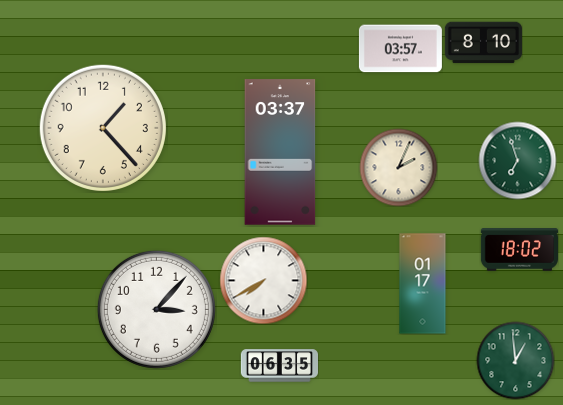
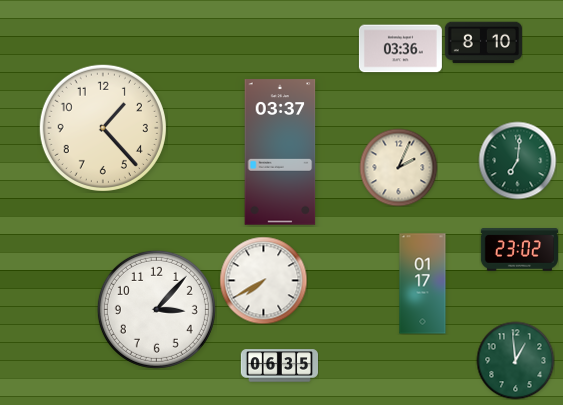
clock at (400, 49): 03:57 -> 03:36
clock at (517, 160): 6:57 -> 7:01
clock at (519, 250): 18:02 -> 23:02
